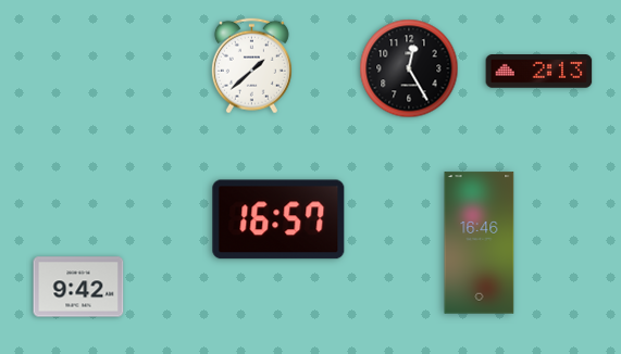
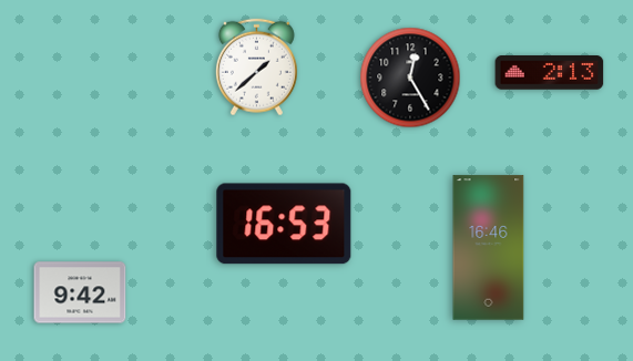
clock at (409, 68) position: (409, 68) -> (410, 78)
clock at (278, 219): 16:57 -> 16:53
